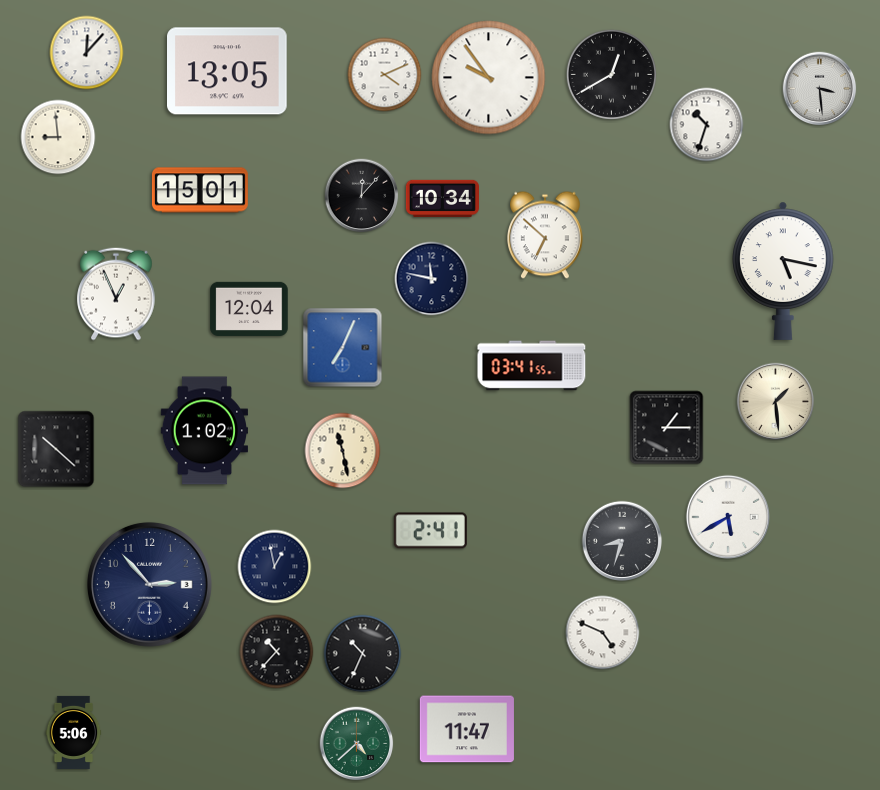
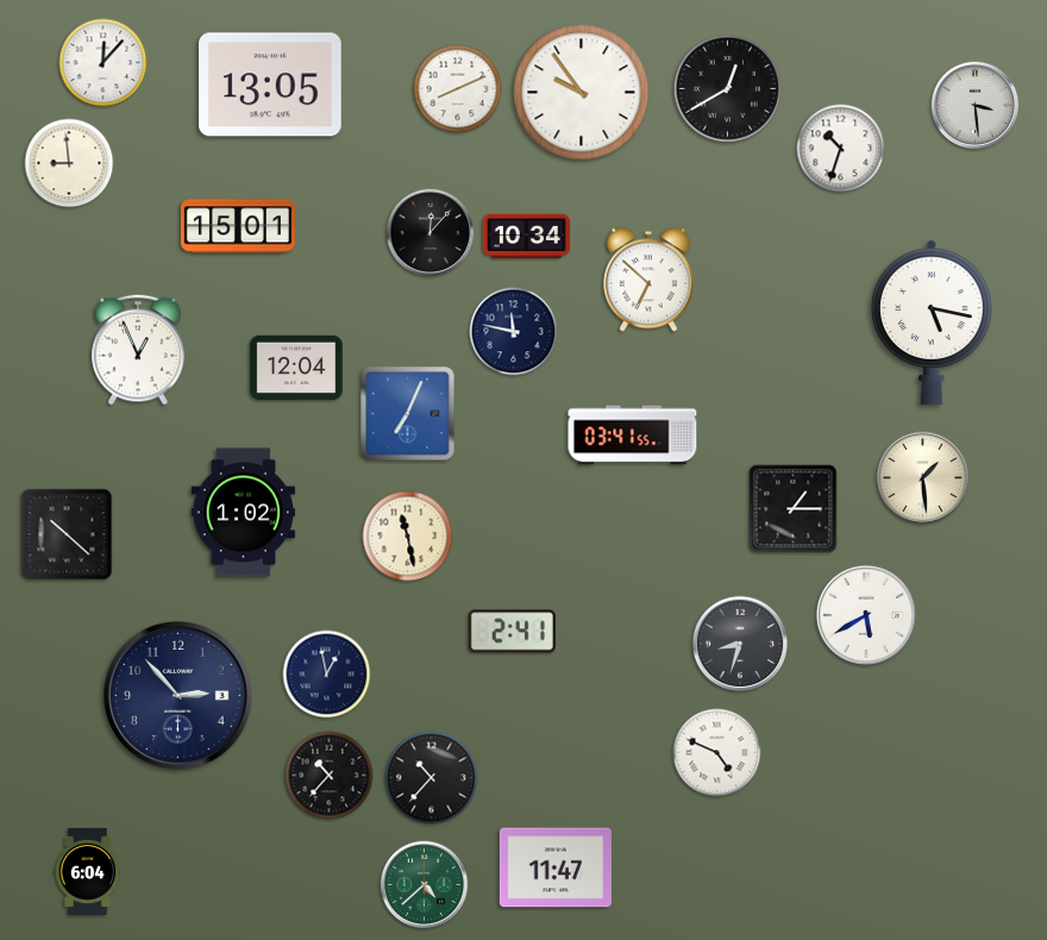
clock at (385, 75): 4:11 -> 8:11
clock at (363, 654): 10:34 -> 10:37
clock at (74, 732): 5:06 -> 6:04
